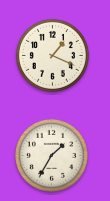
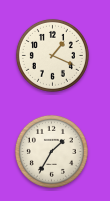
clock at (51, 155) position: (51, 155) -> (51, 151)
